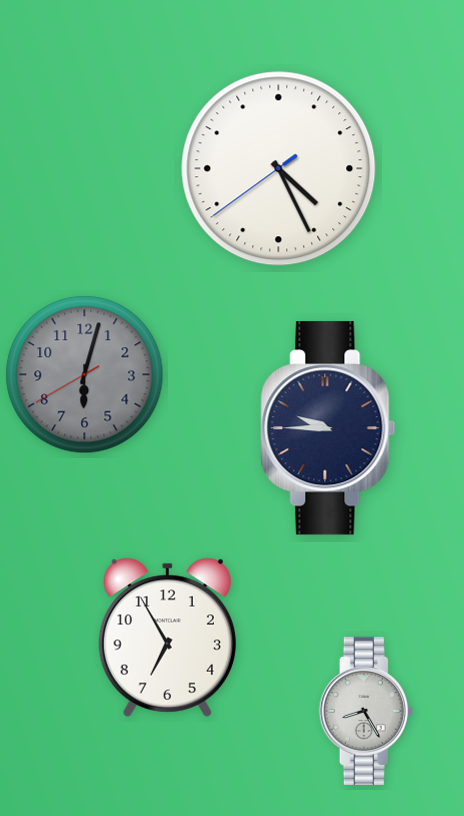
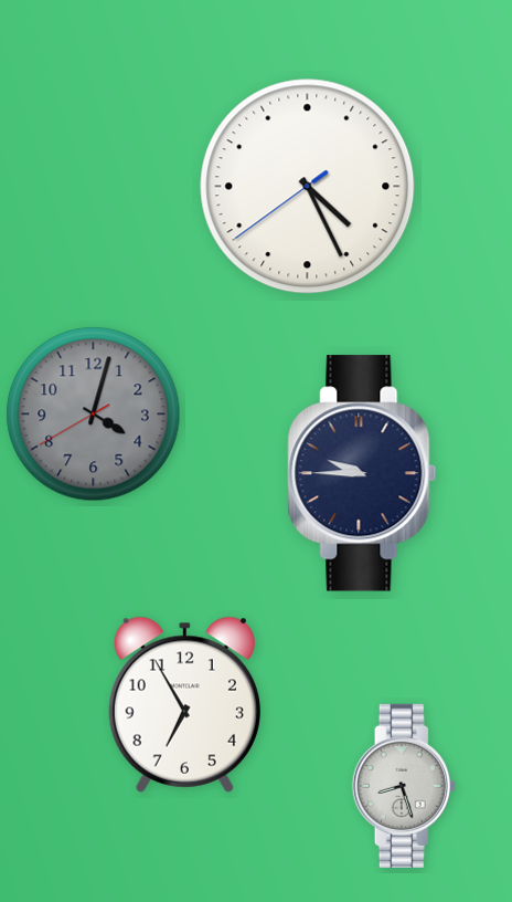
clock at (85, 375): 6:02 -> 4:02
clock at (366, 711): 8:25 -> 8:27
